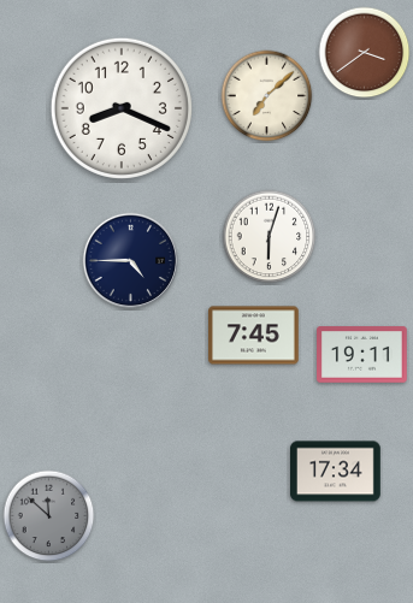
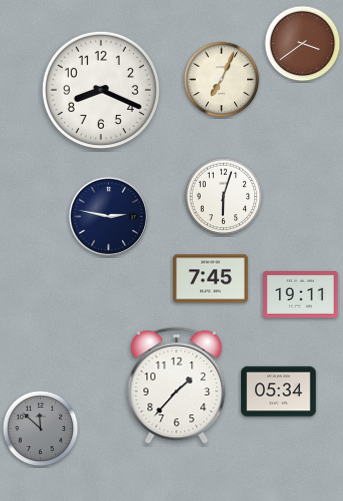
clock at (267, 96): 7:08 -> 7:04
clock at (131, 261): 4:45 -> 2:47
clock at (177, 385): none -> 1:37
clock at (336, 472): 17:34 -> 05:34
